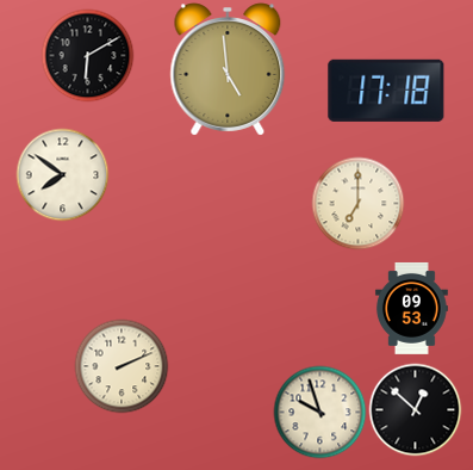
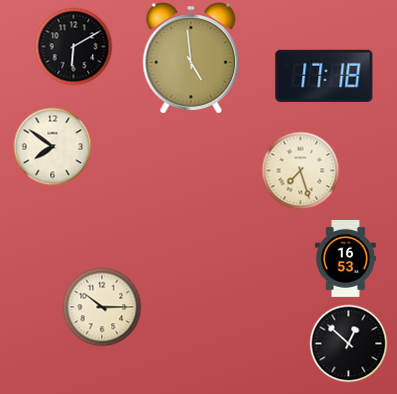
clock at (357, 203): 7:00 -> 7:27
clock at (412, 308): 09:53 -> 16:53
clock at (122, 366): 2:11 -> 10:15
clock at (319, 412): 9:57 -> none
